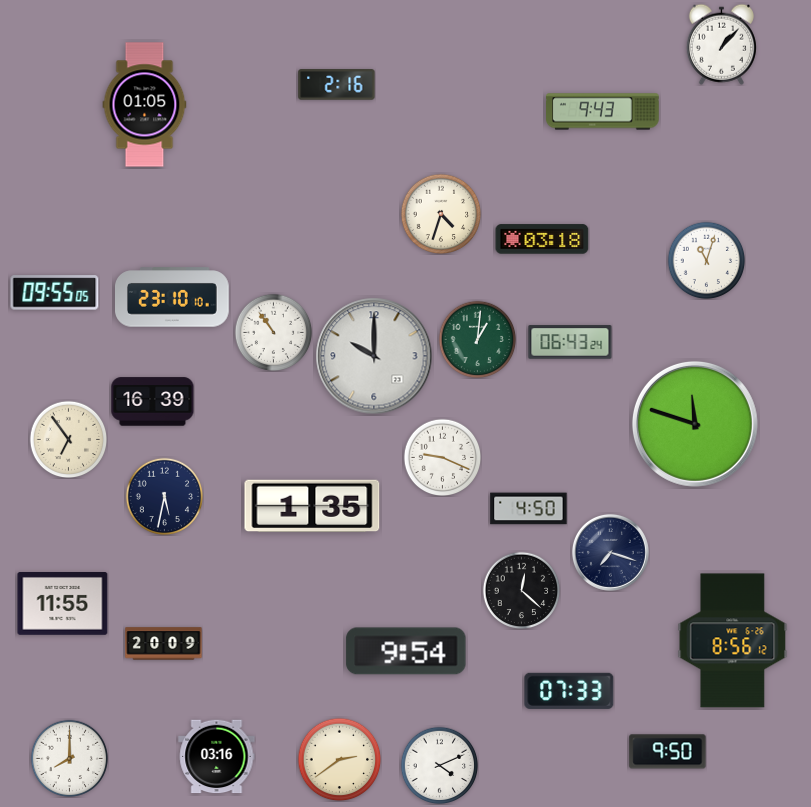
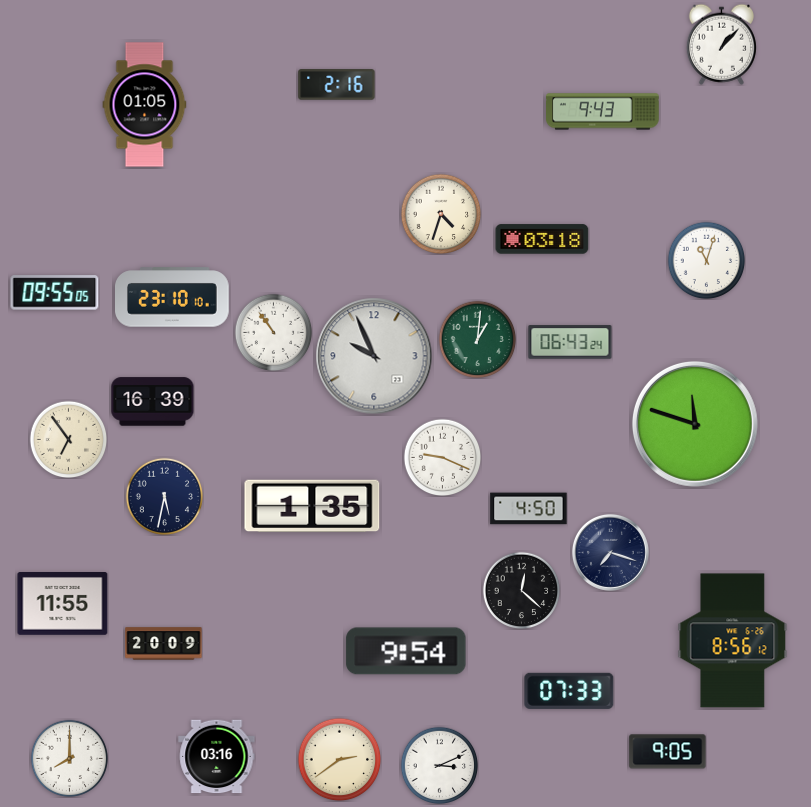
clock at (374, 356): 10:00 -> 9:56
clock at (668, 752): 9:50 -> 9:05
clock at (439, 765): 4:11 -> 3:11
